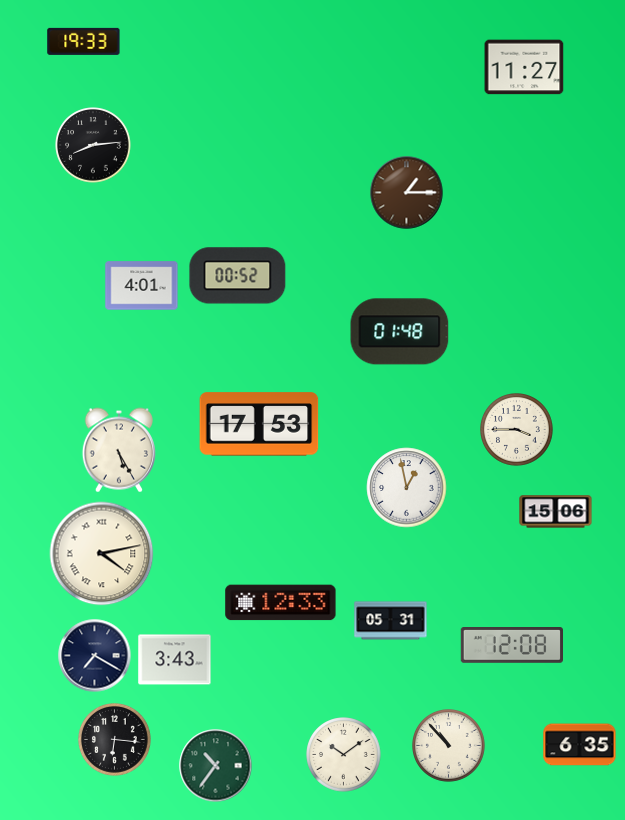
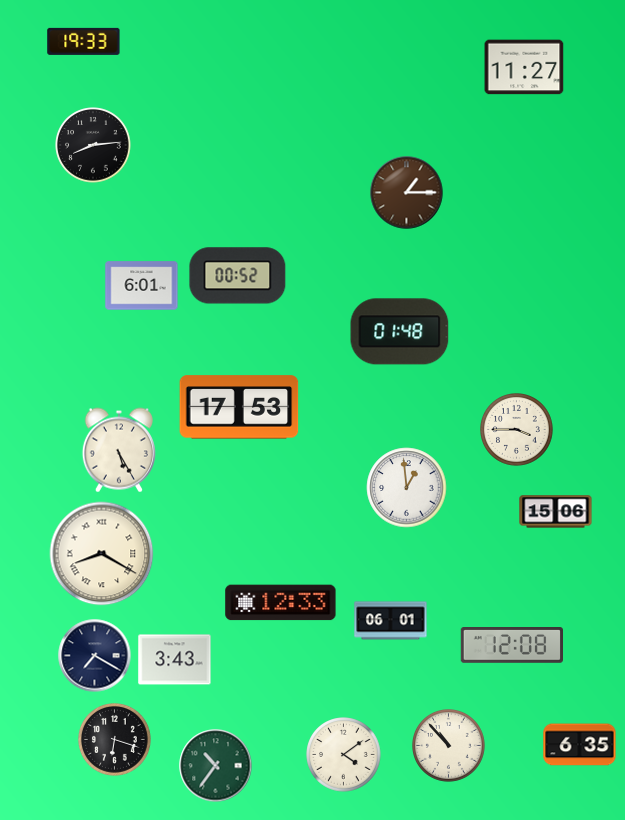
clock at (142, 286): 4:01 -> 6:01
clock at (259, 424) position: (259, 424) -> (239, 407)
clock at (407, 488): 12:58 -> 12:59
clock at (102, 554): 4:13 -> 8:20
clock at (391, 621): 05:31 -> 06:01
clock at (115, 740): 6:16 -> 6:18
clock at (344, 755): 10:09 -> 4:09
